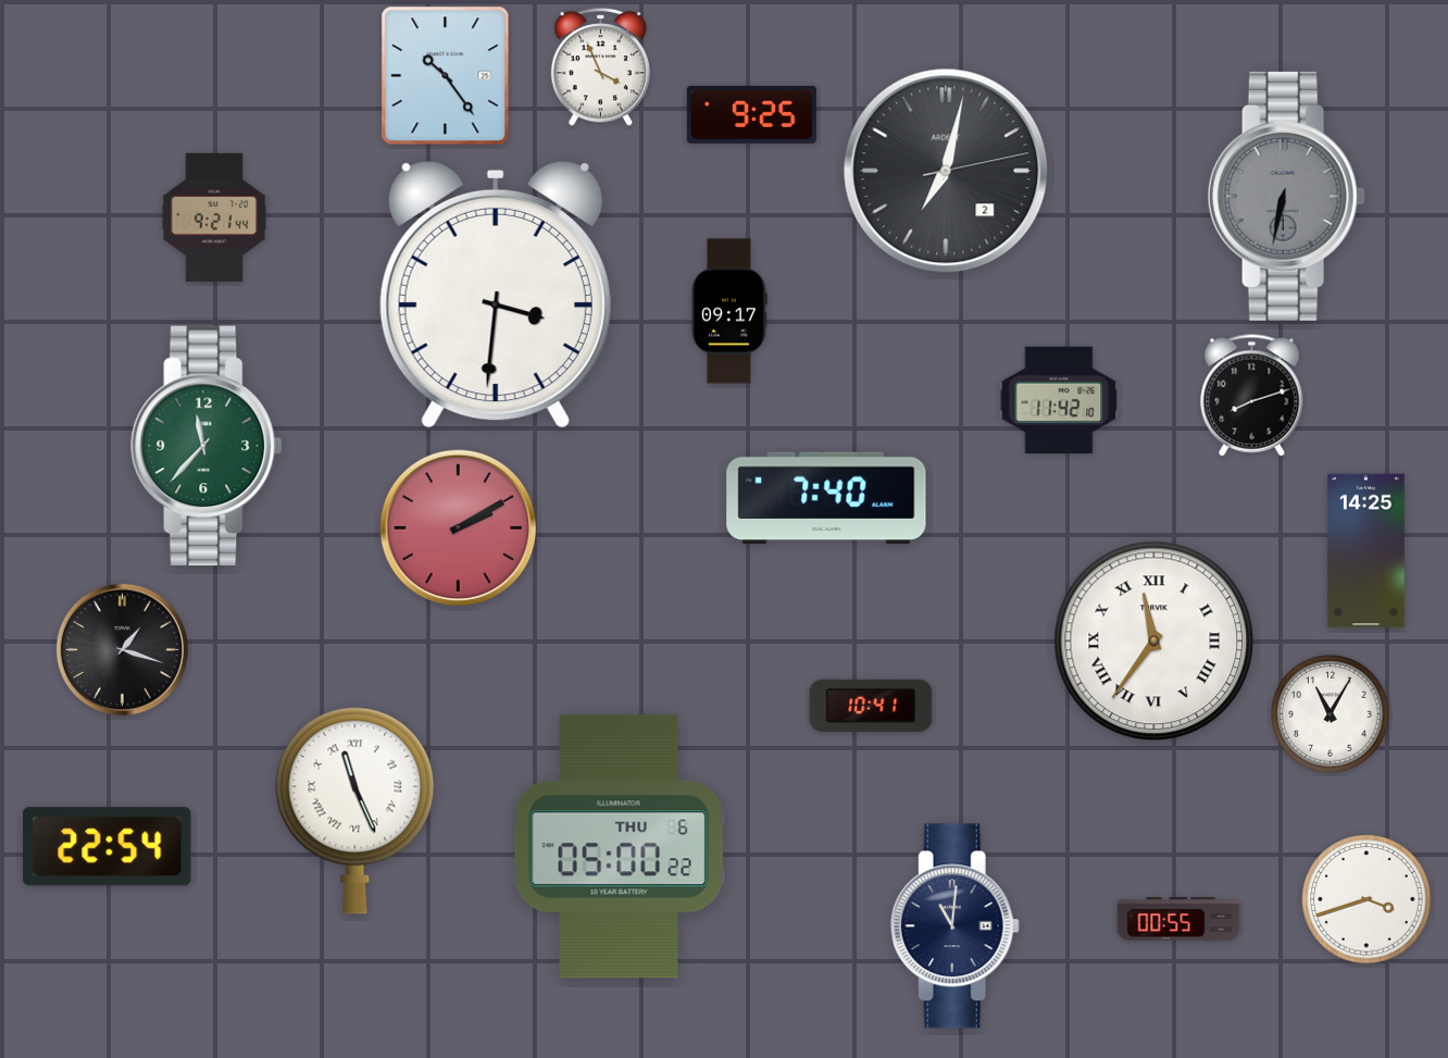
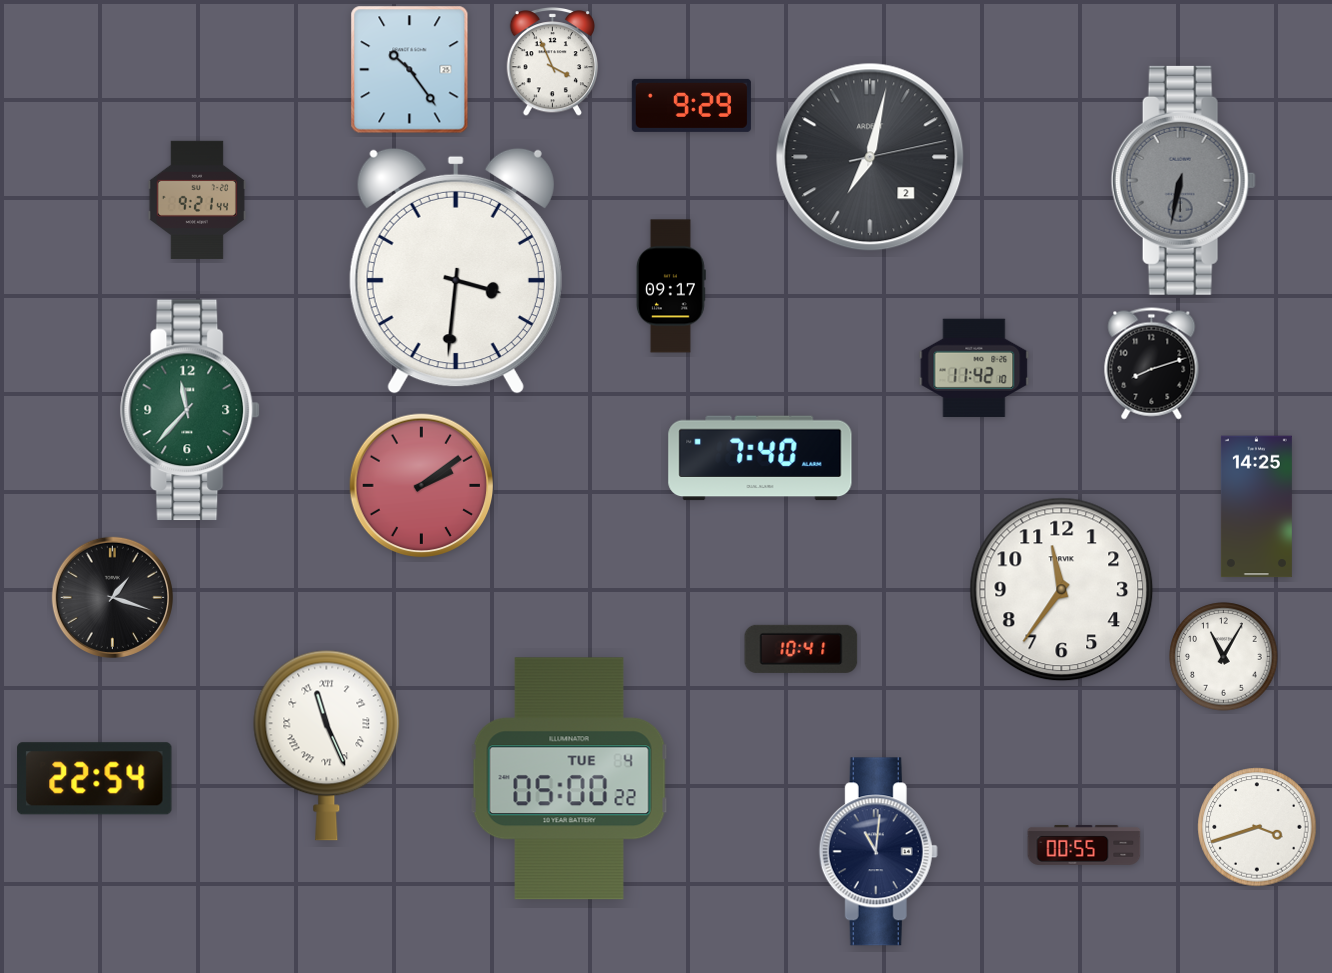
clock at (751, 114): 9:25 -> 9:29
clock at (459, 528): 2:10 -> 2:09
clock at (1154, 642) numerals: Roman -> Arabic
clock at (108, 847) position: (108, 847) -> (95, 779)
clock at (619, 847) date: THU 6 -> TUE 4
